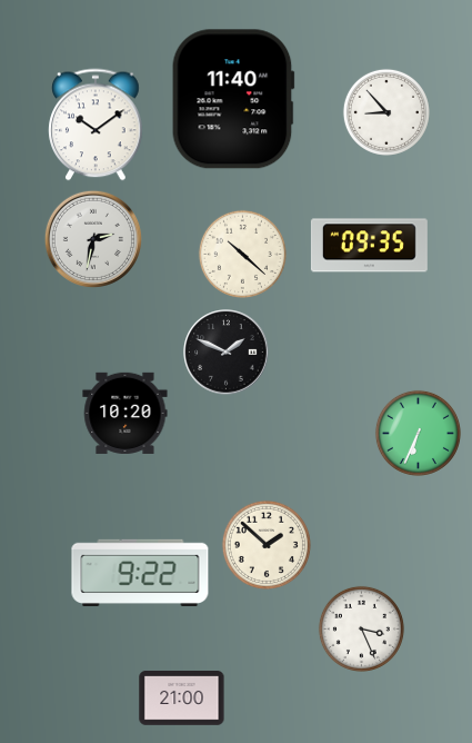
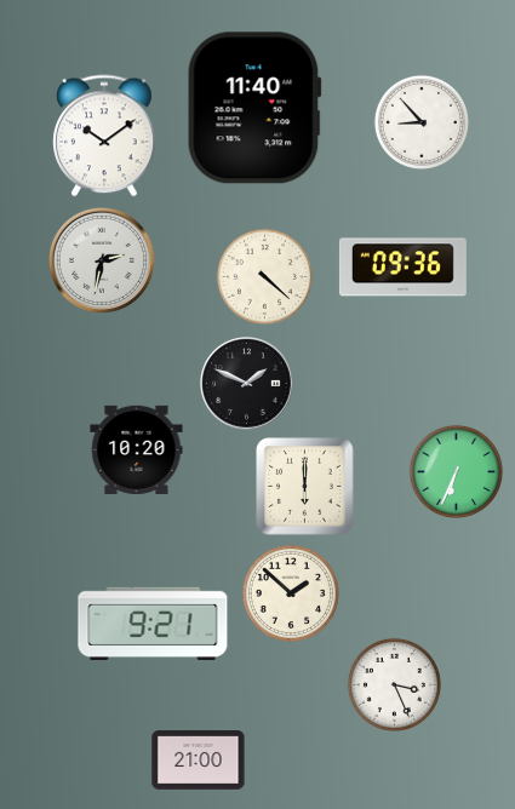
clock at (369, 246): 09:35 -> 09:36
clock at (242, 254): 10:22 -> 4:22
clock at (305, 487): none -> 6:00
clock at (140, 573): 9:22 -> 9:21
